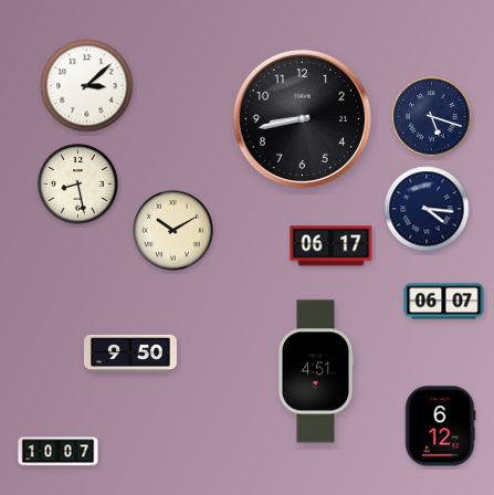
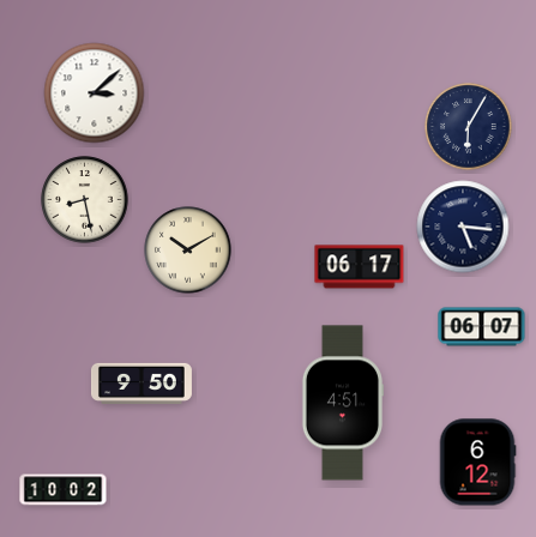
clock at (432, 117): 5:18 -> 6:05
clock at (302, 118): 8:43 -> none
clock at (427, 209): 4:16 -> 5:16
clock at (59, 452): 10:07 -> 10:02
